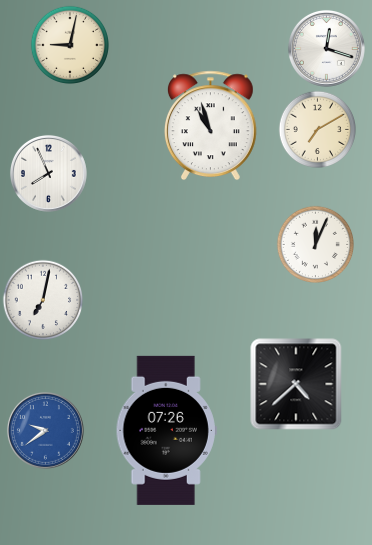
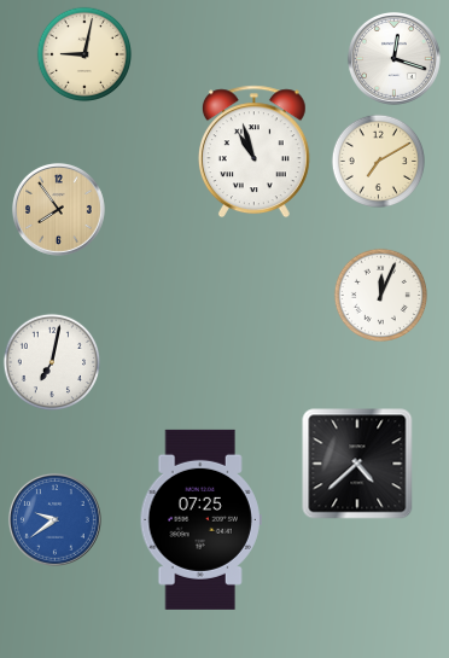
clock at (317, 129) position: (317, 129) -> (378, 161)
clock at (48, 173): 7:56 -> 7:54
clock at (48, 173) dial: white -> champagne
clock at (166, 430): 07:26 -> 07:25
